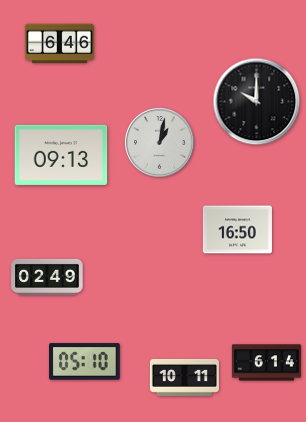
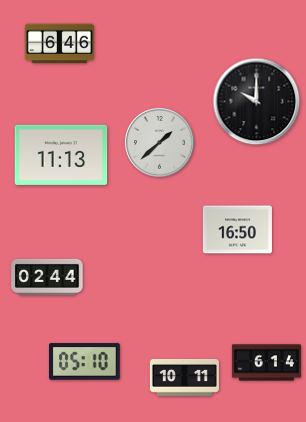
clock at (159, 142): 1:02 -> 1:38
clock at (61, 155): 09:13 -> 11:13
clock at (47, 277): 02:49 -> 02:44
